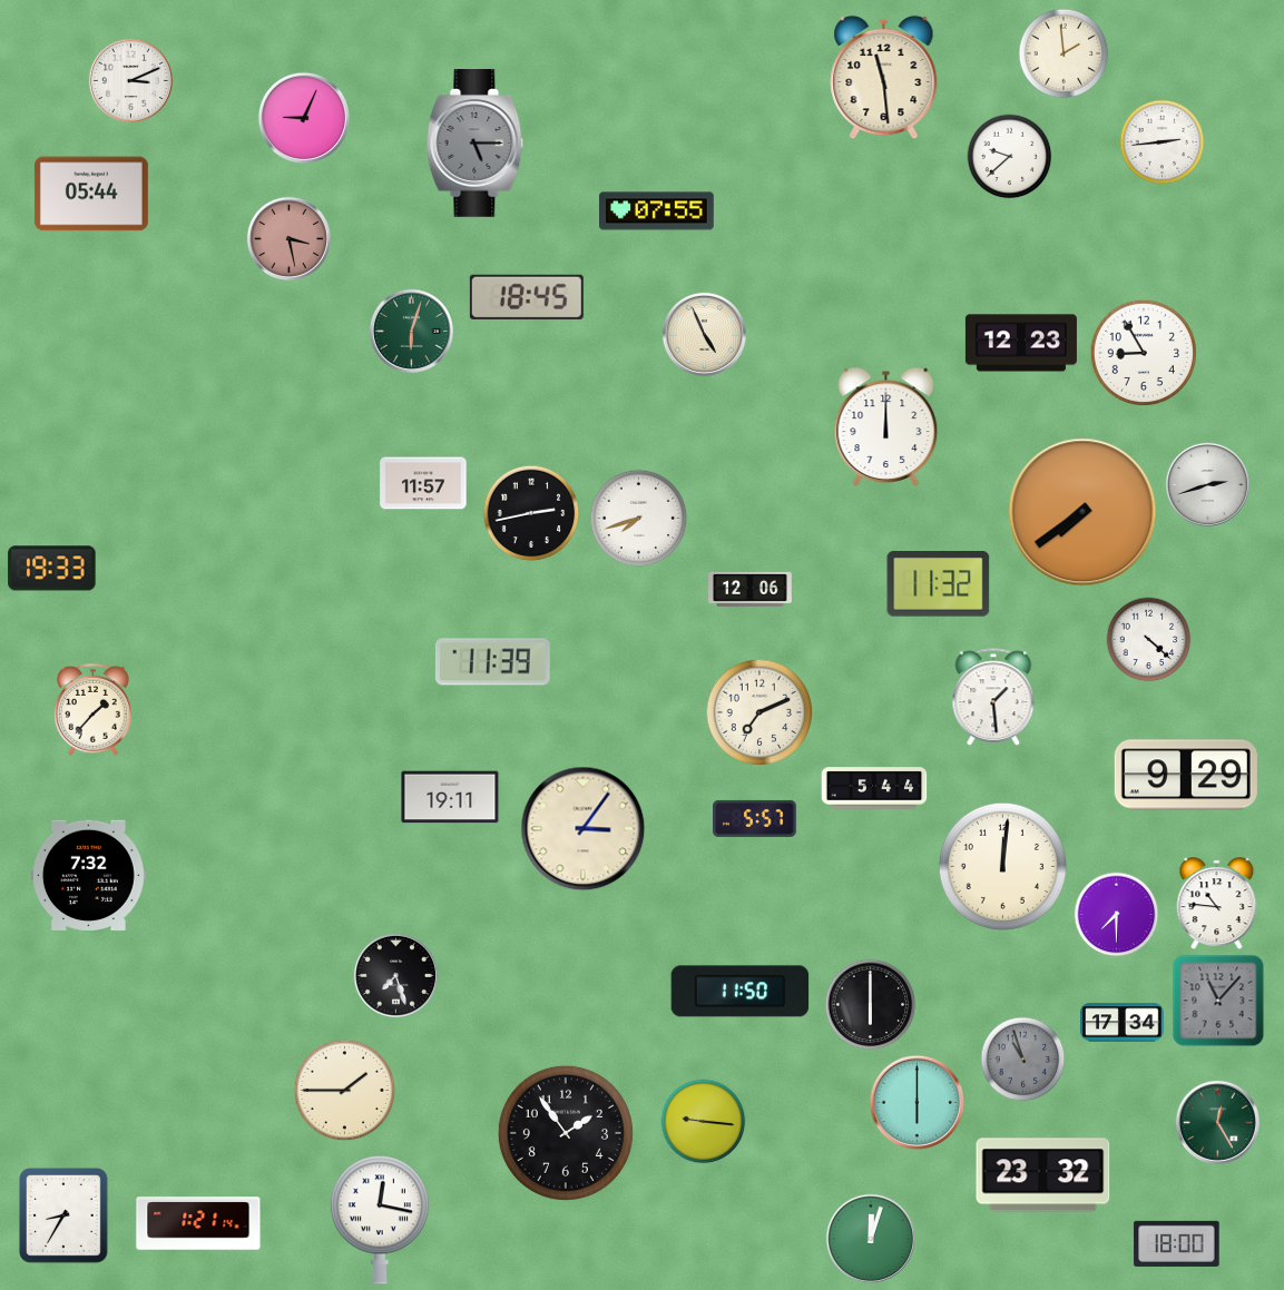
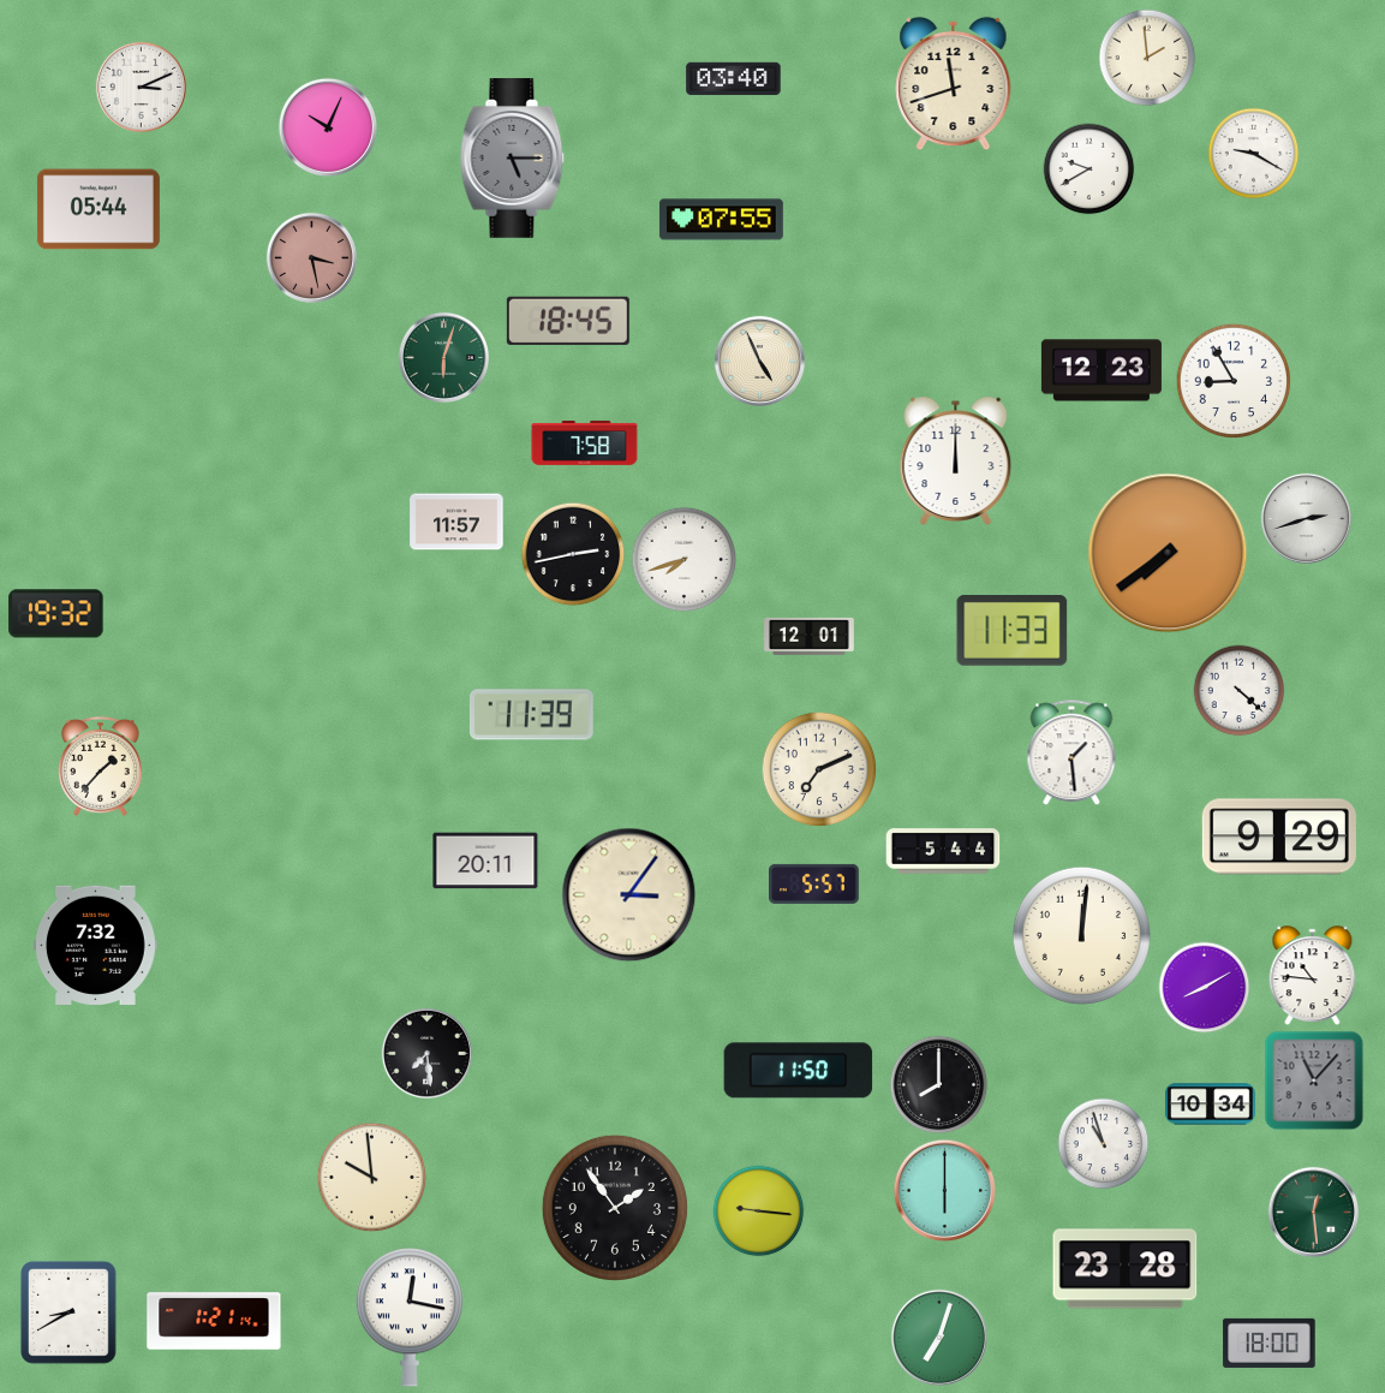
clock at (734, 79): none -> 03:40
clock at (884, 78): 11:29 -> 11:42
clock at (304, 118): 9:04 -> 10:04
clock at (1163, 142): 2:44 -> 9:20
clock at (476, 144) position: (476, 144) -> (513, 159)
clock at (1010, 157): 9:38 -> 9:40
clock at (656, 211) position: (656, 211) -> (721, 220)
clock at (585, 442): none -> 7:58
clock at (1207, 484) position: (1207, 484) -> (1306, 518)
clock at (639, 519) position: (639, 519) -> (685, 560)
clock at (52, 569): 19:33 -> 19:32
clock at (939, 584): 11:32 -> 11:33
clock at (751, 589): 12:06 -> 12:01
clock at (450, 797): 19:11 -> 20:11
clock at (1117, 915): 7:30 -> 8:10
clock at (395, 975): 7:27 -> 7:29
clock at (871, 1005): 6:00 -> 8:00
clock at (1123, 1023): 17:34 -> 10:34
clock at (1023, 1060) dial: grey -> white
clock at (345, 1091): 1:45 -> 9:59
clock at (918, 1103) position: (918, 1103) -> (945, 1191)
clock at (1217, 1122): 12:25 -> 12:29
clock at (566, 1133) position: (566, 1133) -> (615, 1208)
clock at (1043, 1175): 23:32 -> 23:28
clock at (65, 1215): 8:35 -> 8:40
clock at (870, 1238): 12:03 -> 7:03
